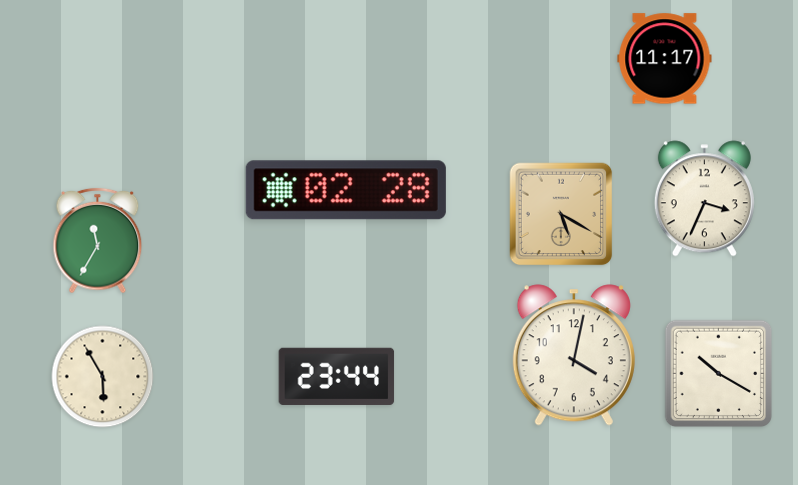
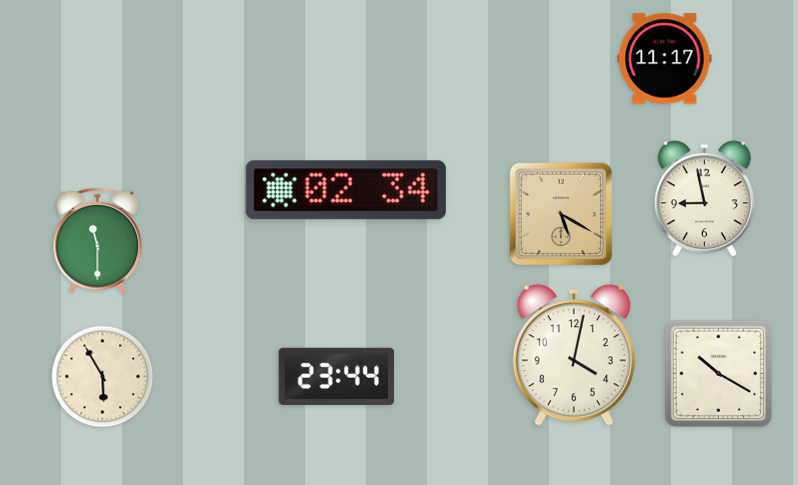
clock at (346, 190): 02:28 -> 02:34
clock at (704, 199): 3:34 -> 8:58
clock at (98, 241): 11:35 -> 11:30
